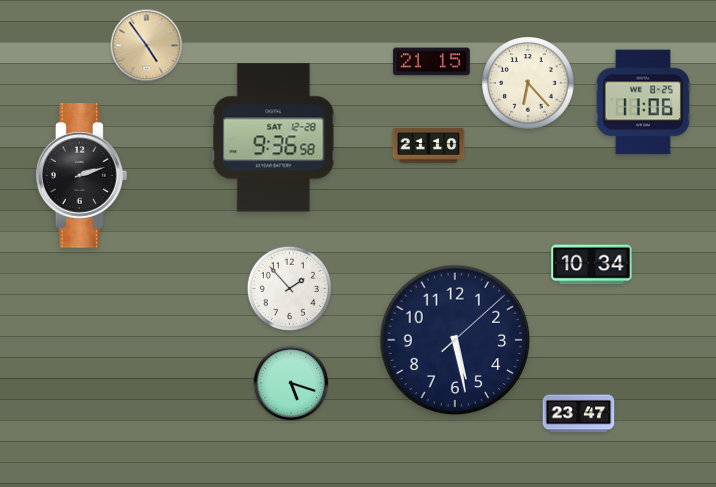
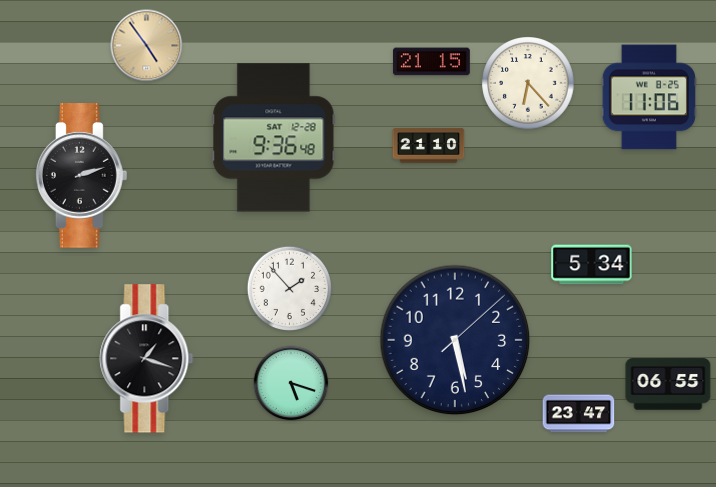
clock at (643, 102) position: (643, 102) -> (649, 97)
clock at (274, 138): 9:36:58 -> 9:36:48
clock at (592, 265): 10:34 -> 5:34
clock at (147, 359): none -> 1:18
clock at (668, 384): none -> 06:55
